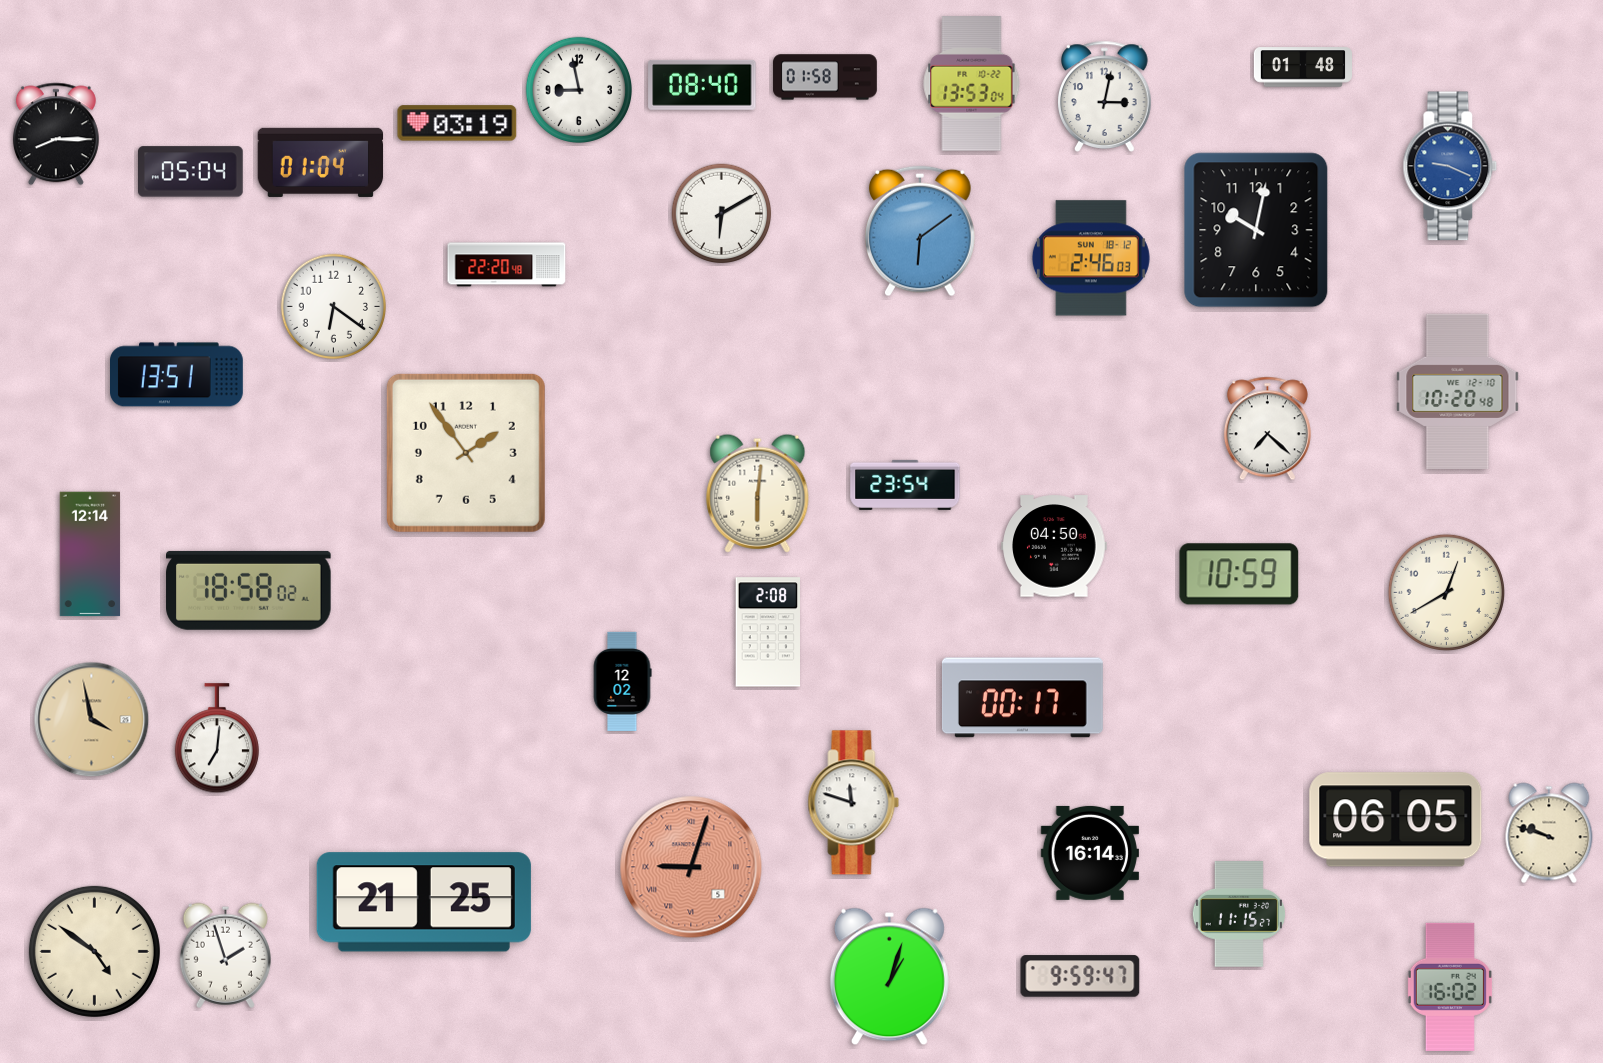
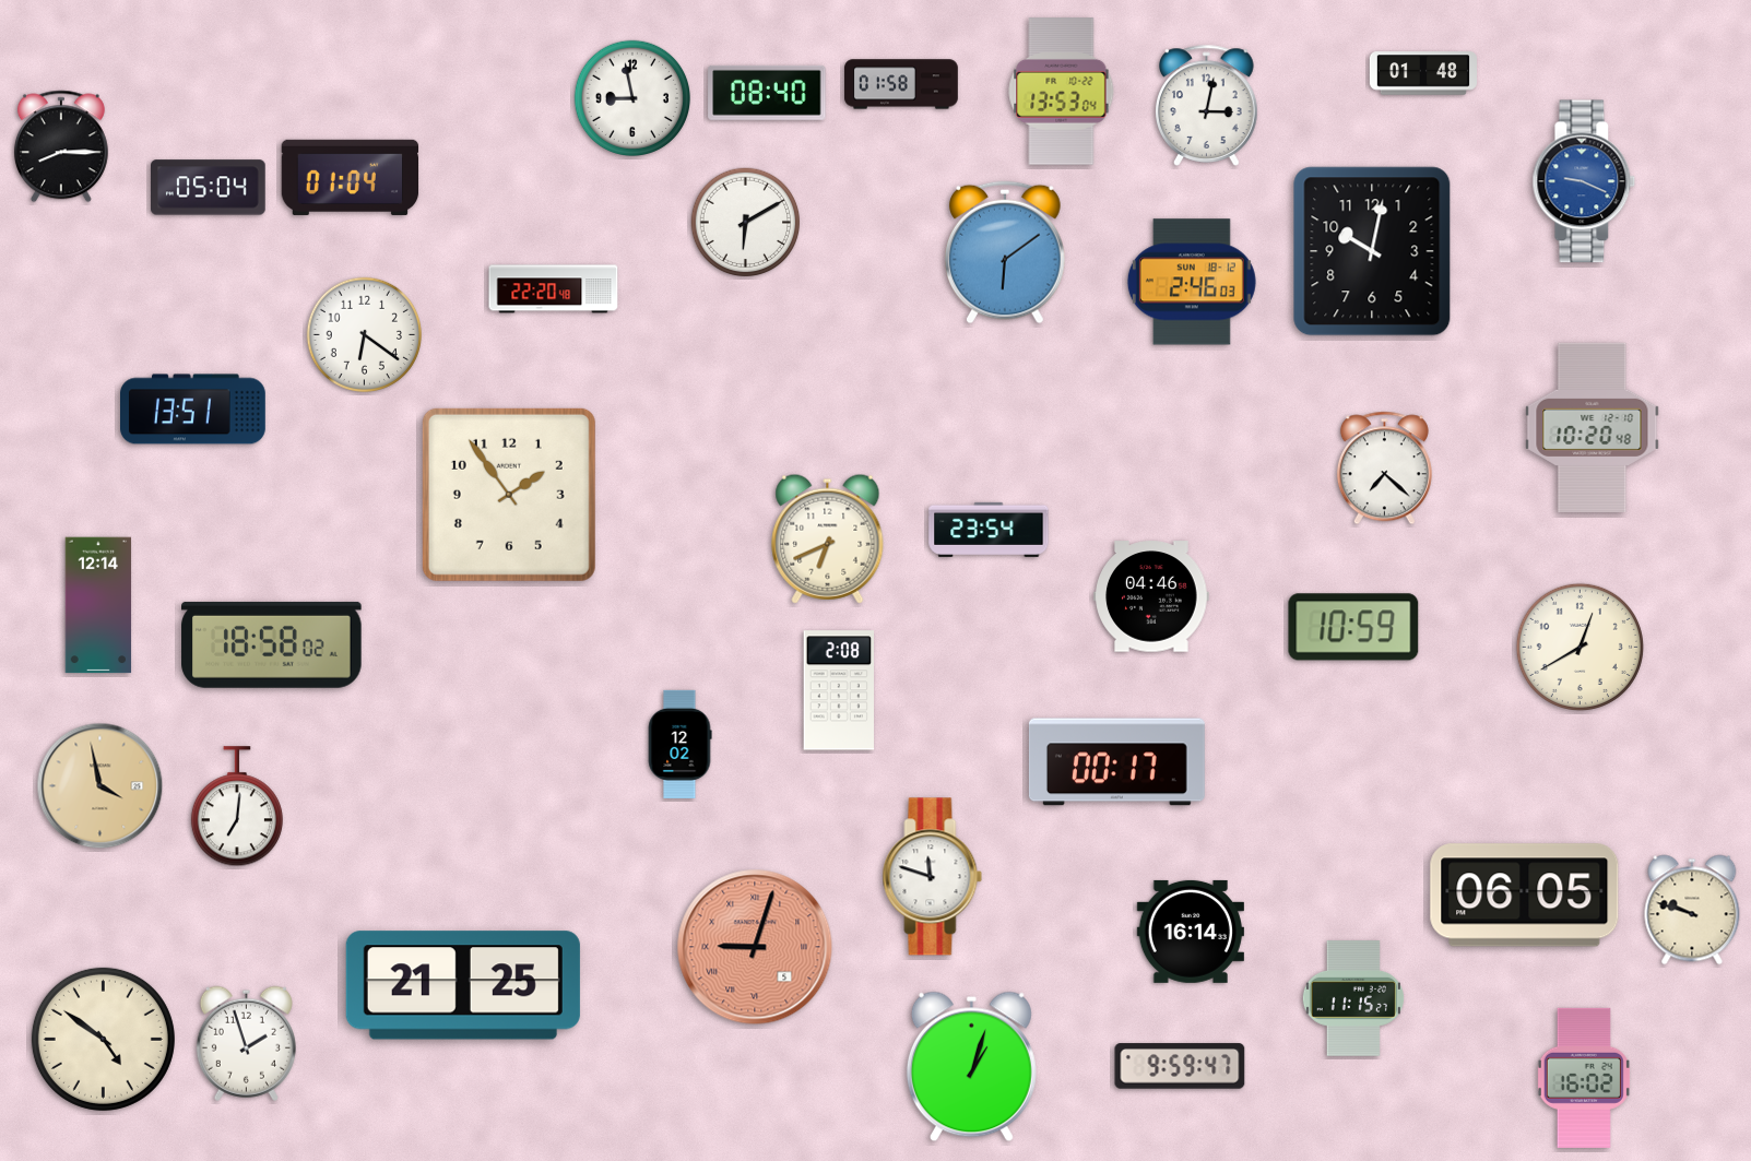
clock at (457, 123): 03:19 -> none
clock at (722, 214) position: (722, 214) -> (746, 223)
clock at (758, 493): 6:01 -> 6:41
clock at (1054, 546): 04:50 -> 04:46
